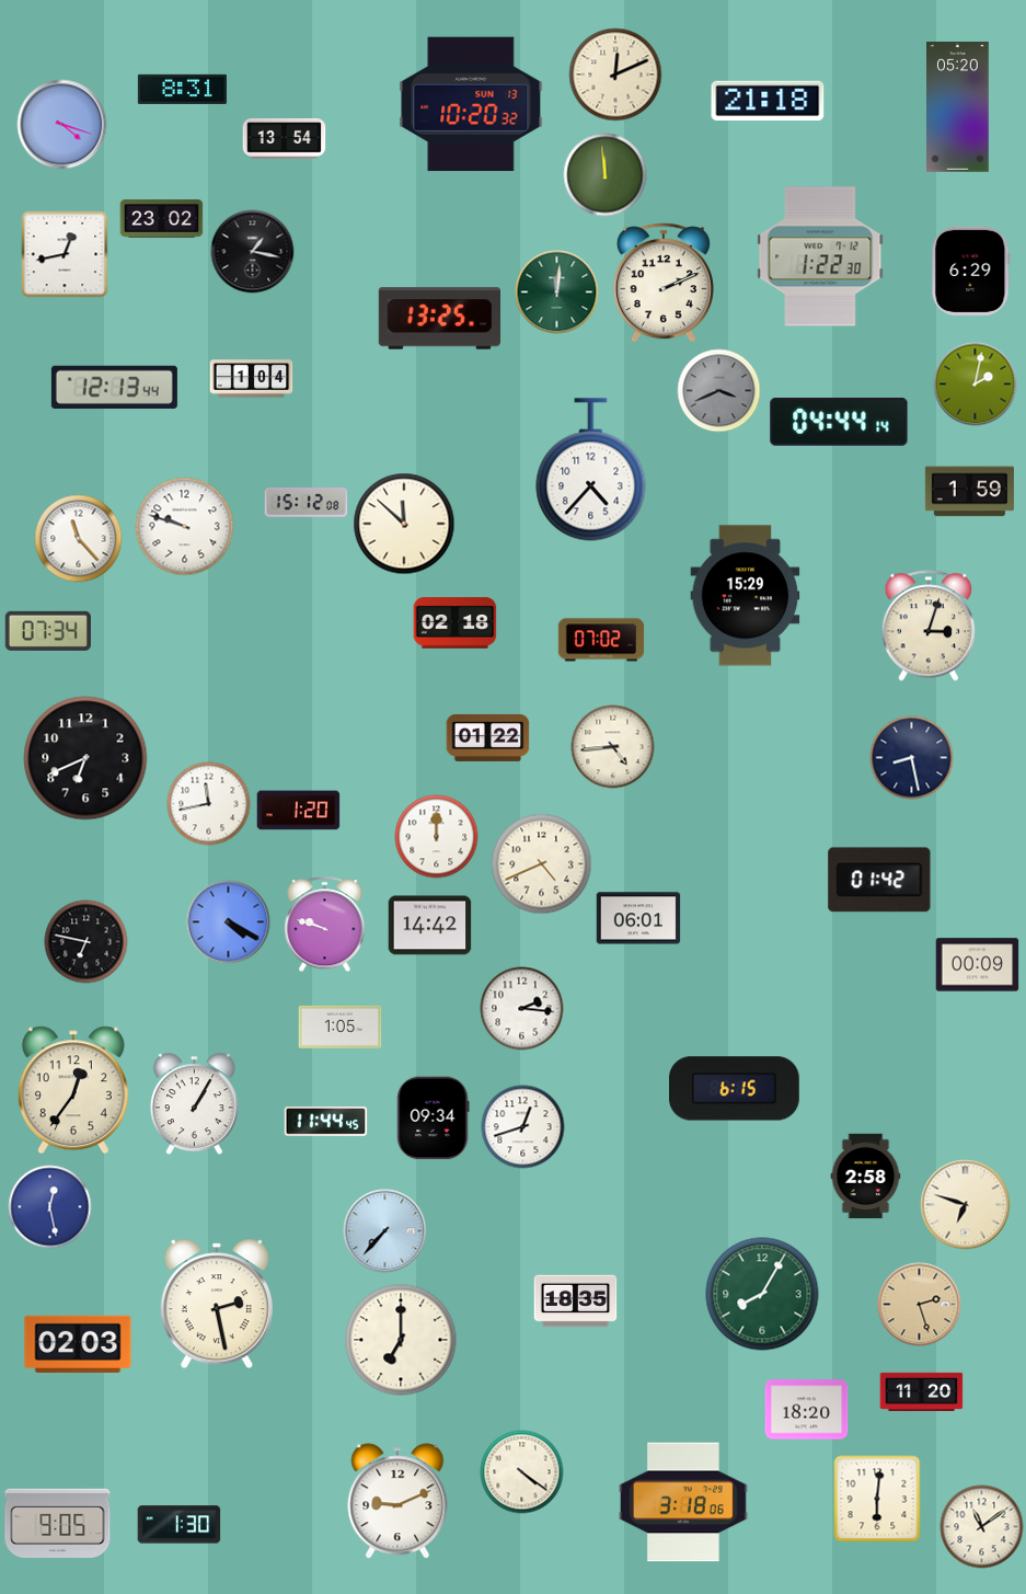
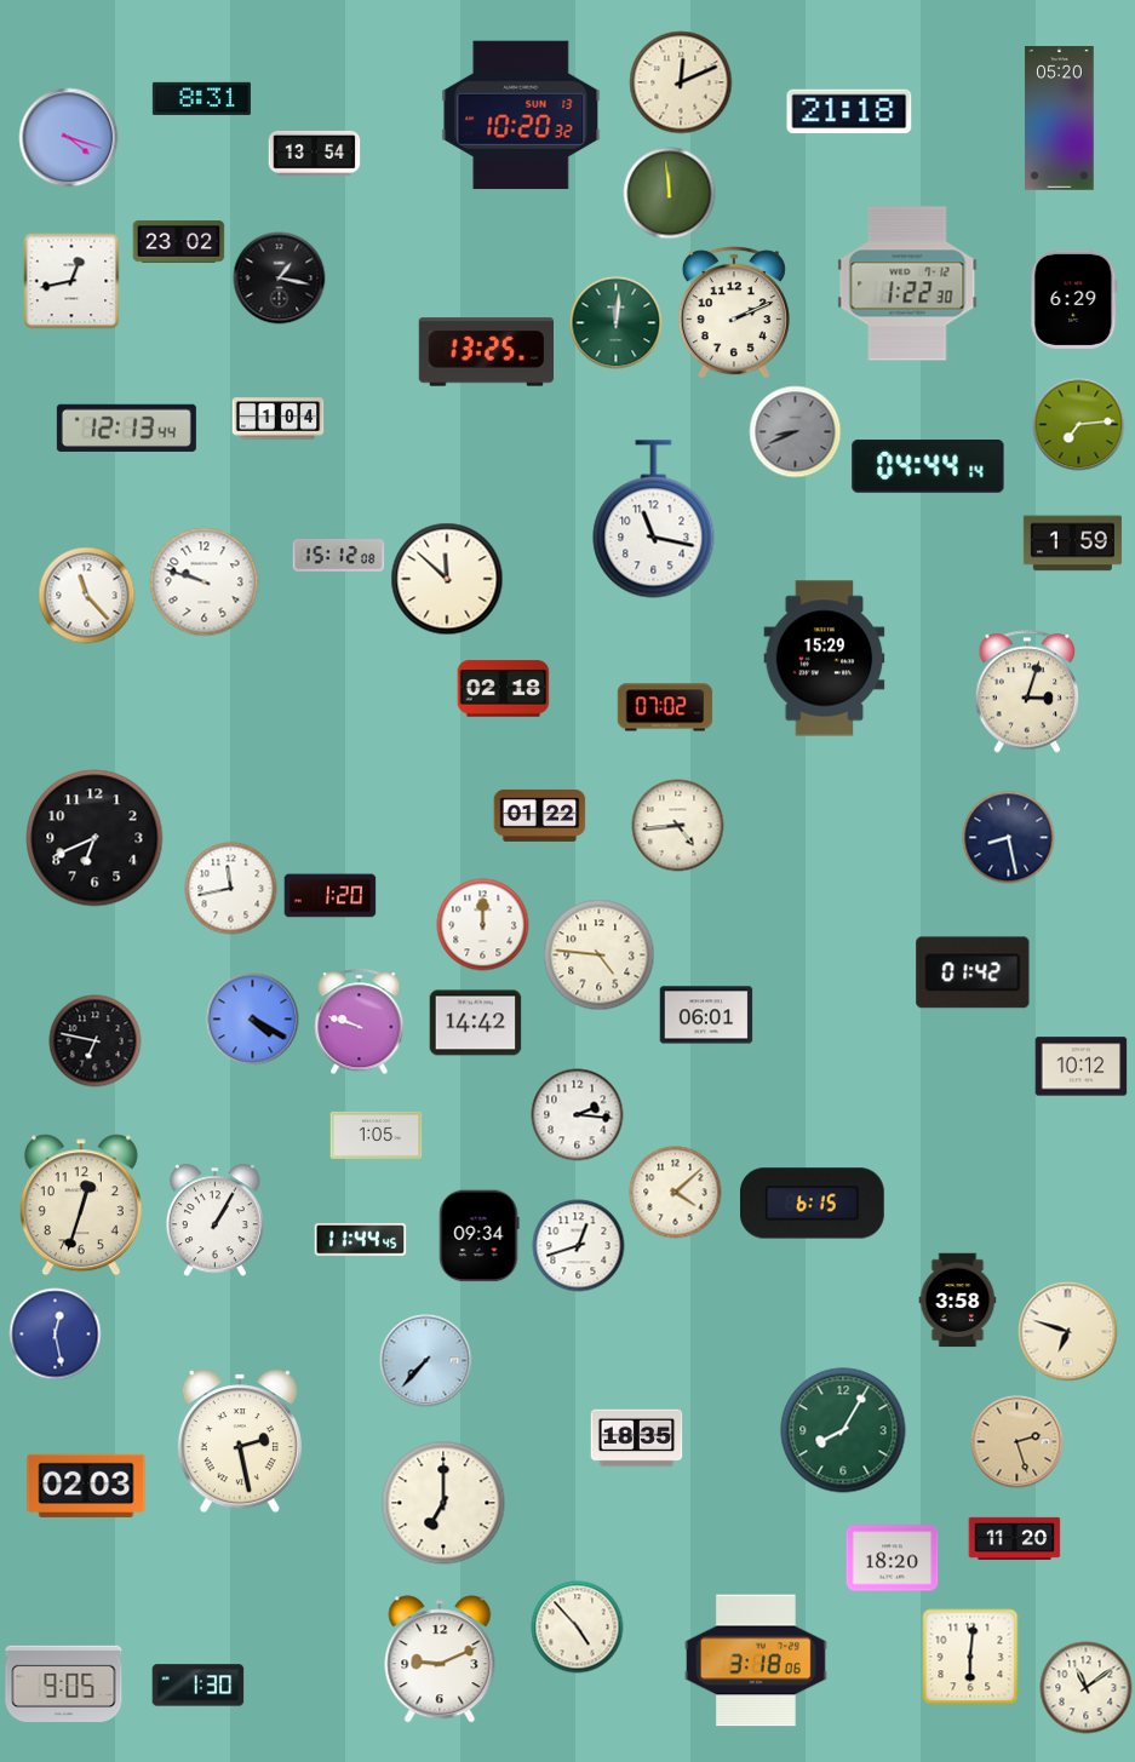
clock at (976, 385): 2:02 -> 7:14
clock at (719, 391): 3:41 -> 8:41
clock at (591, 470): 4:37 -> 11:17
clock at (47, 631): 07:34 -> none
clock at (542, 864): 4:41 -> 4:46
clock at (978, 965): 00:09 -> 10:12
clock at (676, 1193): none -> 4:08
clock at (73, 1090): 12:36 -> 12:33
clock at (866, 1177): 2:58 -> 3:58
clock at (401, 1340) position: (401, 1340) -> (443, 1503)
clock at (922, 1391) position: (922, 1391) -> (1015, 1538)
clock at (522, 1472): 4:21 -> 4:53
